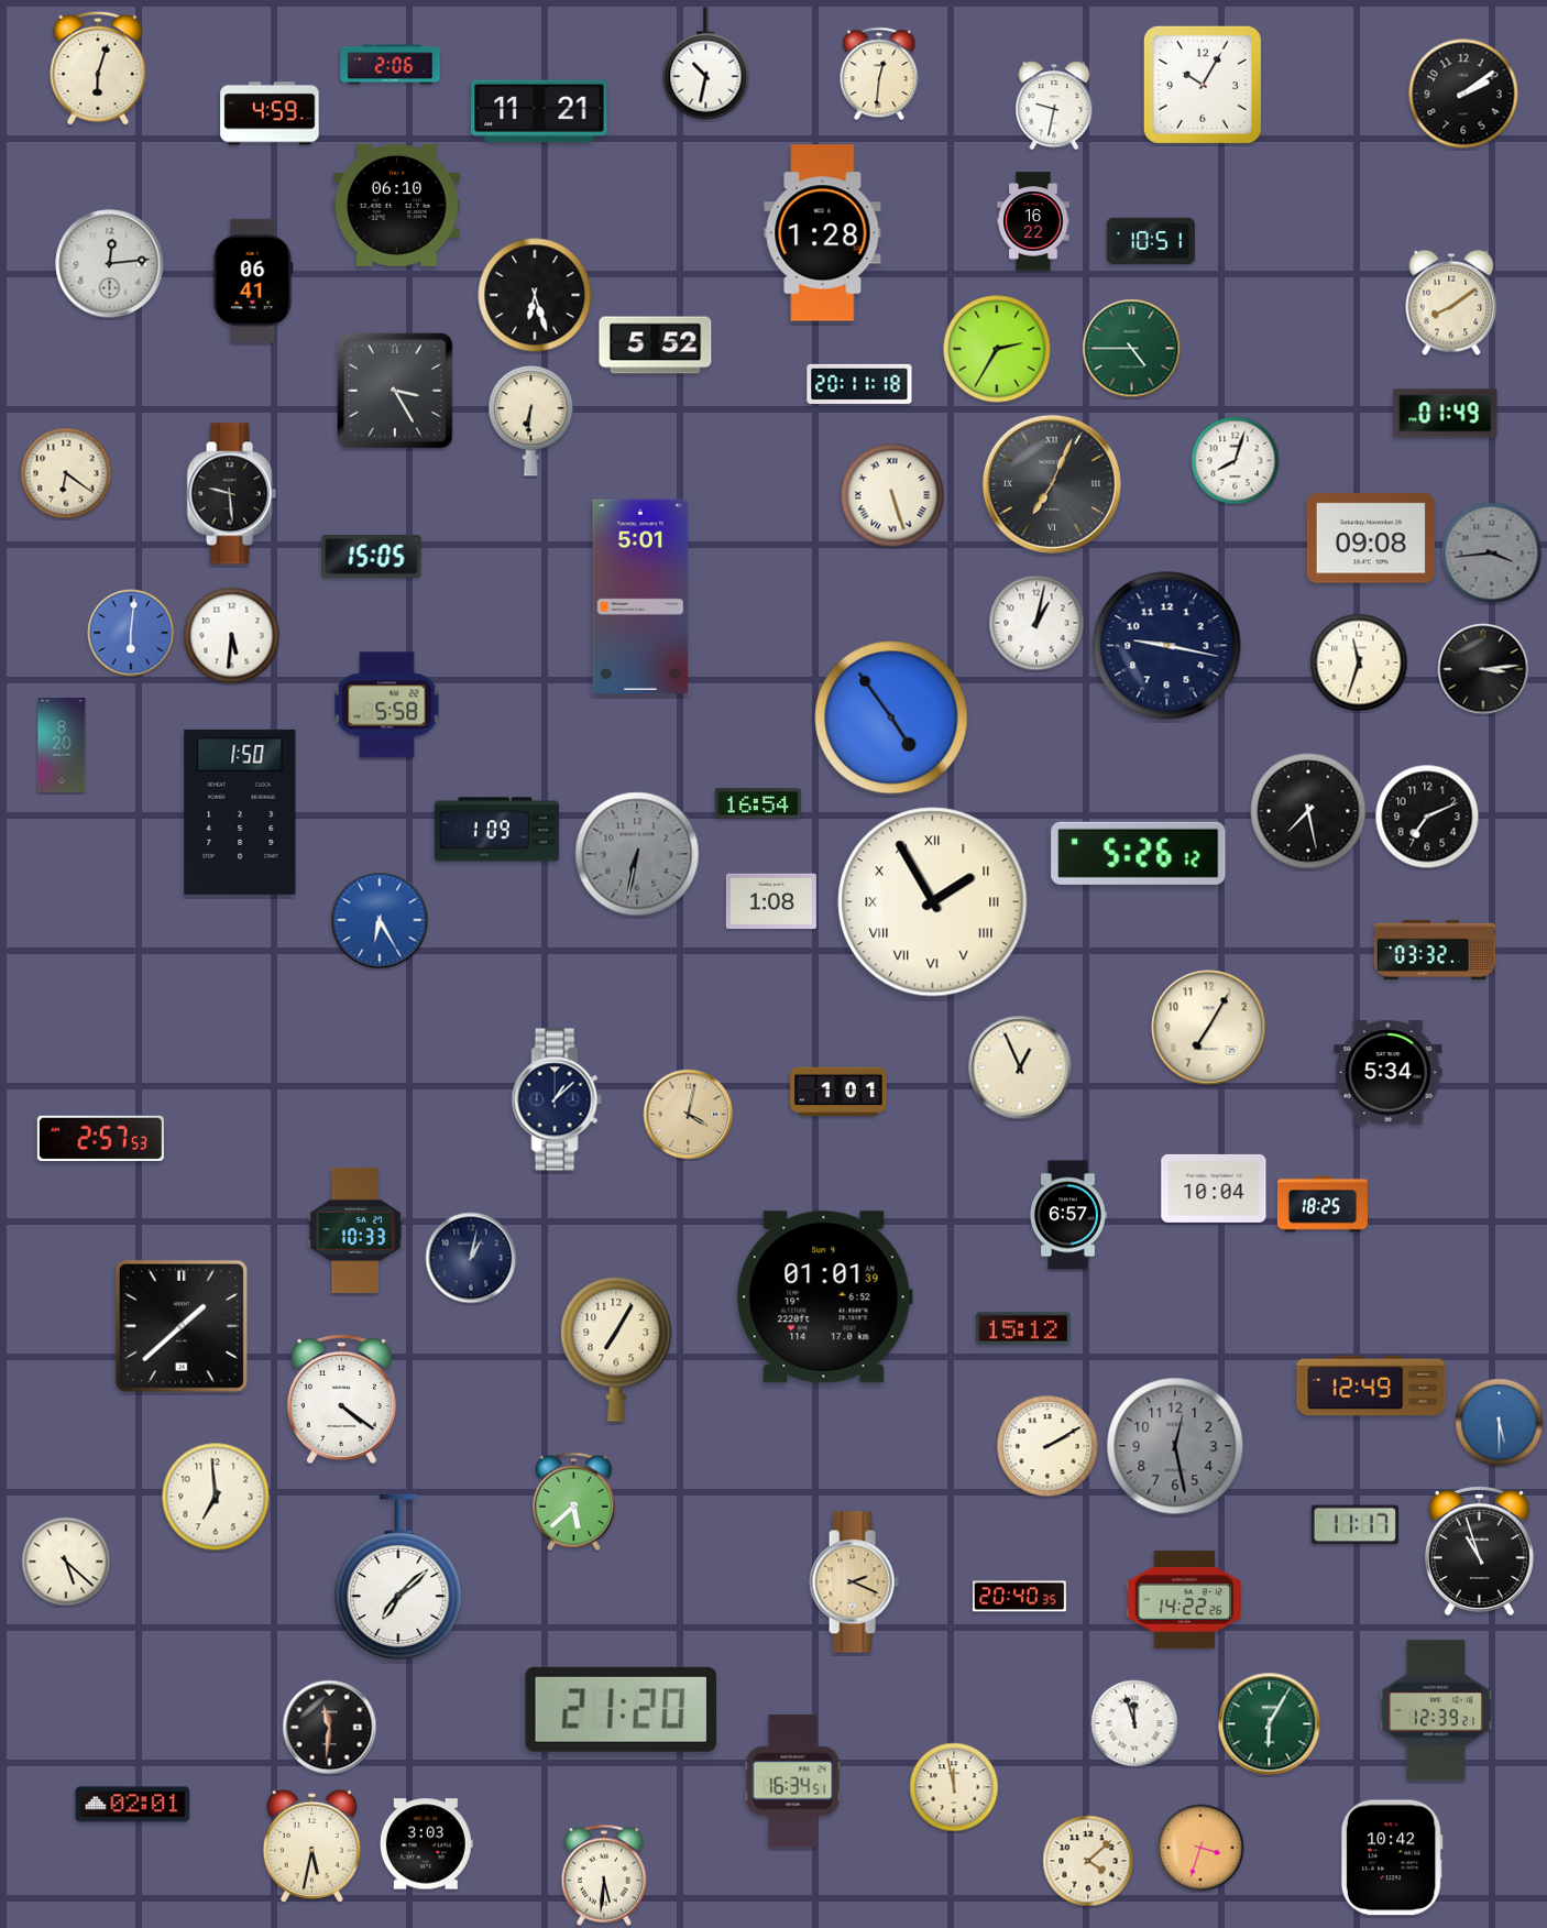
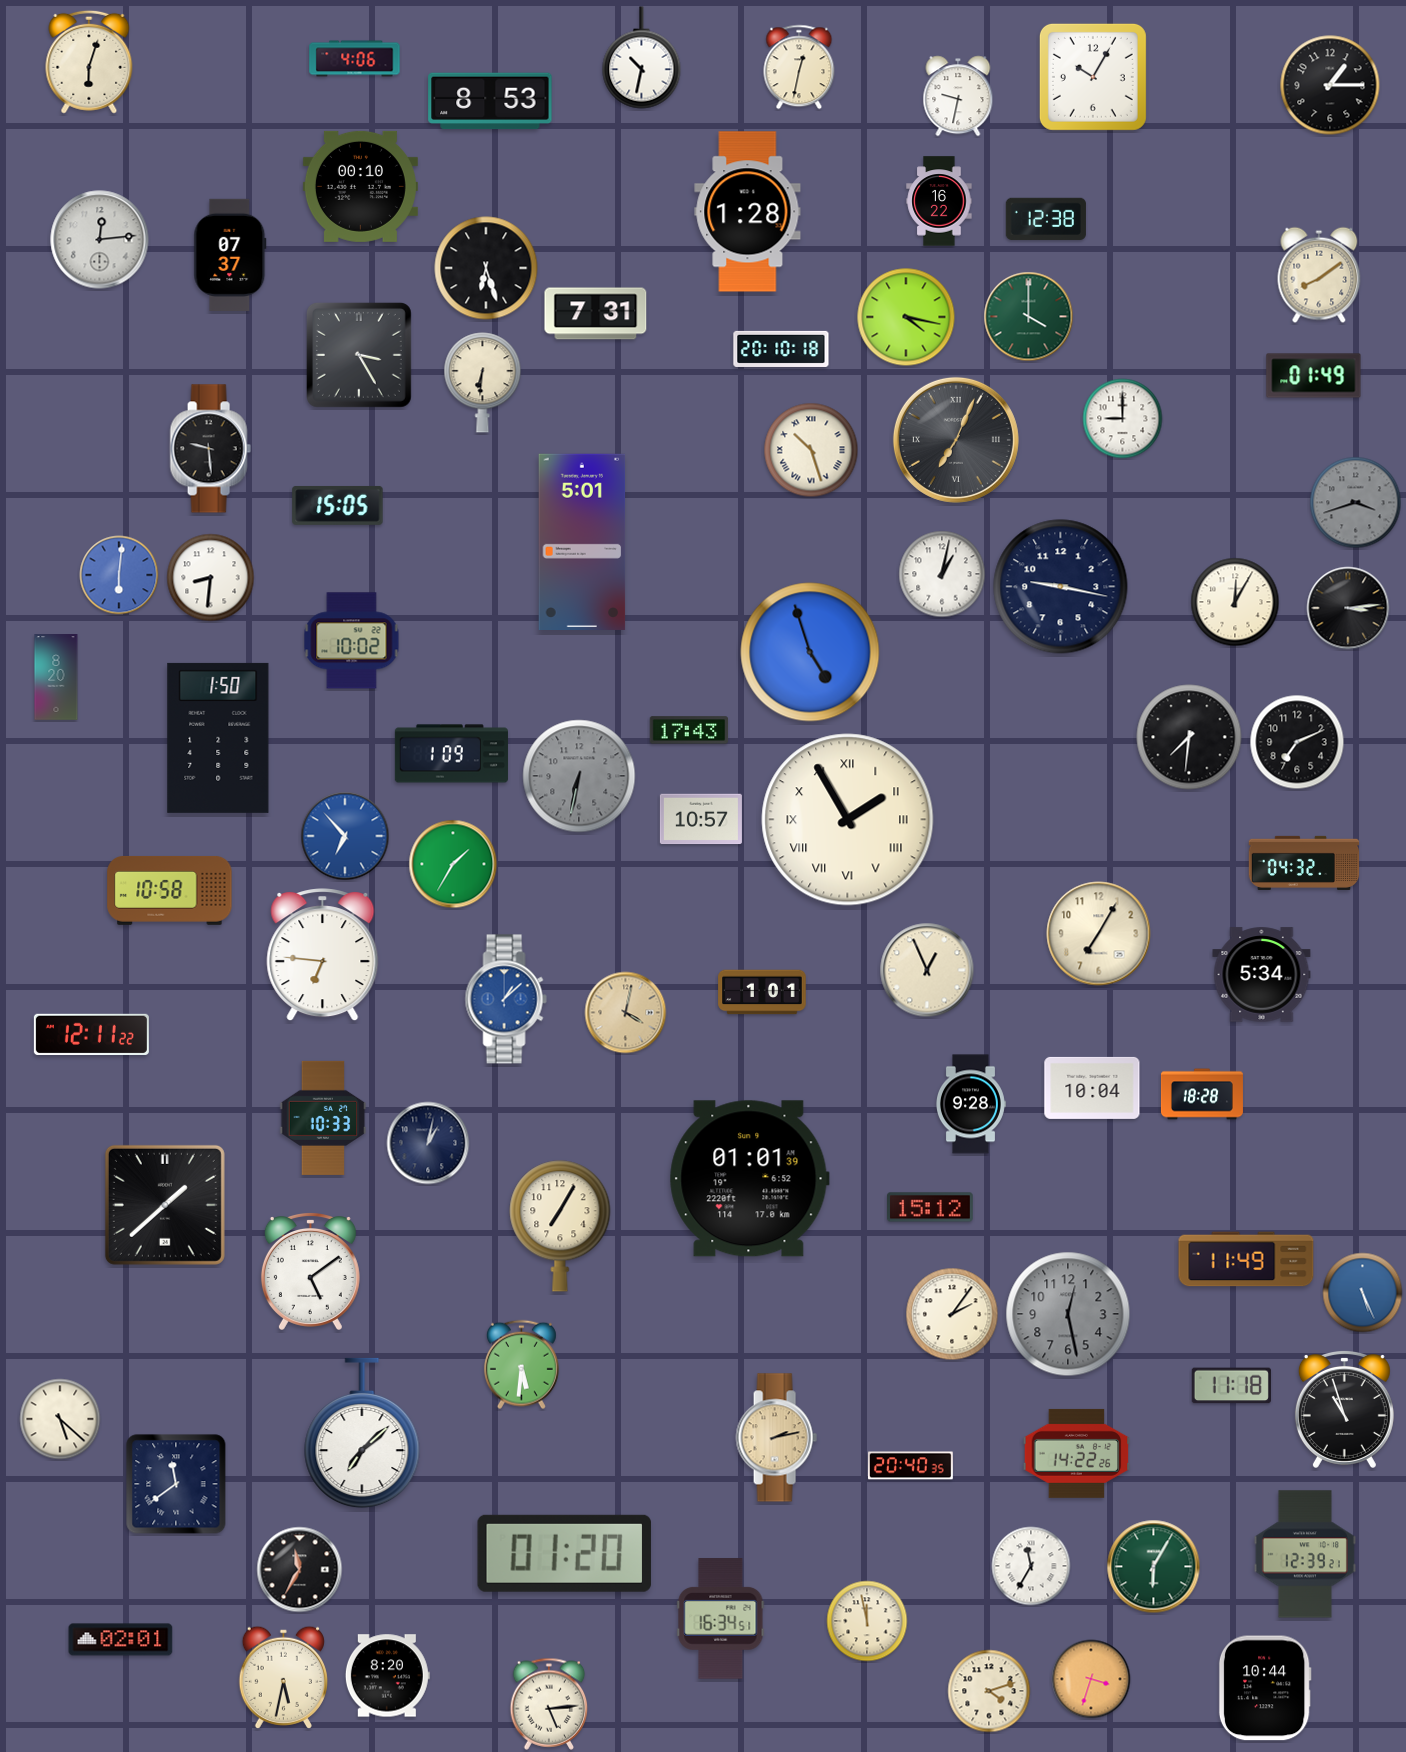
clock at (391, 65): 2:06 -> 4:06
clock at (879, 74): 12:31 -> 12:32
clock at (1463, 94): 2:09 -> 1:15
clock at (539, 111): 11:21 -> 8:53
clock at (270, 113): 4:59 -> none
clock at (396, 205): 06:10 -> 00:10
clock at (1151, 240): 10:51 -> 12:38
clock at (253, 281): 06:41 -> 07:37
clock at (656, 346): 5:52 -> 7:31
clock at (997, 349): 2:35 -> 4:17
clock at (1132, 349): 4:45 -> 4:00
clock at (859, 384): 20:11 -> 20:10
clock at (1236, 461): 8:03 -> 9:00
clock at (66, 473): 6:21 -> none
clock at (892, 495): 5:27 -> 10:27
clock at (1371, 538): 09:08 -> none
clock at (1492, 554): 3:44 -> 3:42
clock at (1036, 623) position: (1036, 623) -> (942, 574)
clock at (232, 636): 5:31 -> 8:31
clock at (1359, 662): 11:33 -> 12:05
clock at (387, 705): 5:58 -> 10:02
clock at (891, 717): 4:54 -> 4:57
clock at (758, 803): 16:54 -> 17:43
clock at (1308, 811): 7:28 -> 7:31
clock at (1139, 853): 5:26 -> none
clock at (771, 901): 1:08 -> 10:57
clock at (380, 920): 6:25 -> 6:53
clock at (1435, 950): 03:32 -> 04:32
clock at (453, 864): none -> 1:35
clock at (170, 890): none -> 10:58
clock at (323, 955): none -> 6:46
clock at (557, 1099) dial: navy -> blue
clock at (100, 1138): 2:57 -> 12:11
clock at (1214, 1188) position: (1214, 1188) -> (1092, 1088)
clock at (1323, 1204): 18:25 -> 18:28
clock at (1068, 1215): 6:57 -> 9:28
clock at (1371, 1385): 12:49 -> 11:49
clock at (341, 1400): 4:21 -> 5:09
clock at (1500, 1423): 5:30 -> 5:26
clock at (1047, 1446): 2:10 -> 2:06
clock at (216, 1497): 6:59 -> none
clock at (573, 1502): 5:38 -> 5:31
clock at (1354, 1525): 11:17 -> 11:18
clock at (854, 1582): 2:19 -> 2:13
clock at (1019, 1597) position: (1019, 1597) -> (910, 1466)
clock at (176, 1484): none -> 11:39
clock at (621, 1709): 21:20 -> 01:20
clock at (1134, 1723): 11:57 -> 11:35
clock at (330, 1728): 11:31 -> 11:35
clock at (954, 1787) position: (954, 1787) -> (867, 1621)
clock at (426, 1844): 3:03 -> 8:20
clock at (1392, 1858): 10:42 -> 10:44
clock at (1088, 1861): 4:08 -> 4:12
clock at (604, 1875): 5:31 -> 5:14
